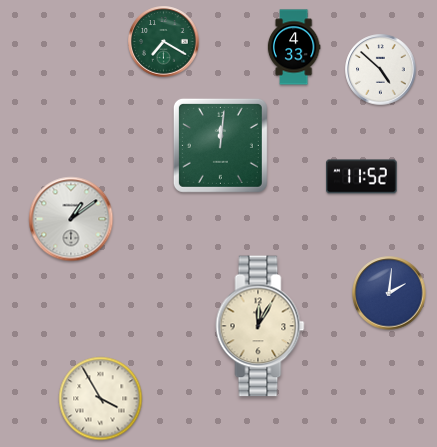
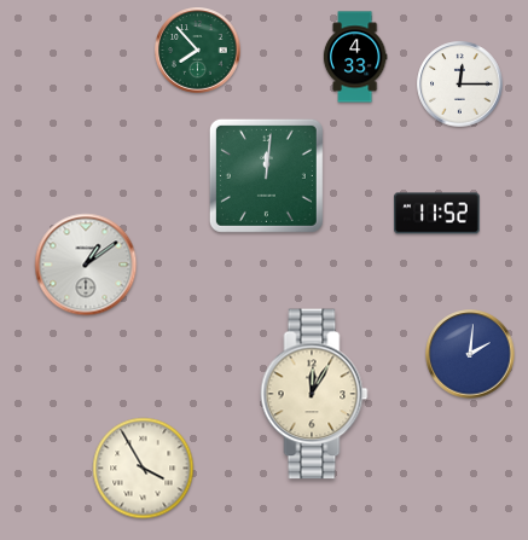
clock at (164, 42): 7:20 -> 7:53
clock at (381, 70): 4:52 -> 12:15
clock at (101, 399) position: (101, 399) -> (144, 469)
